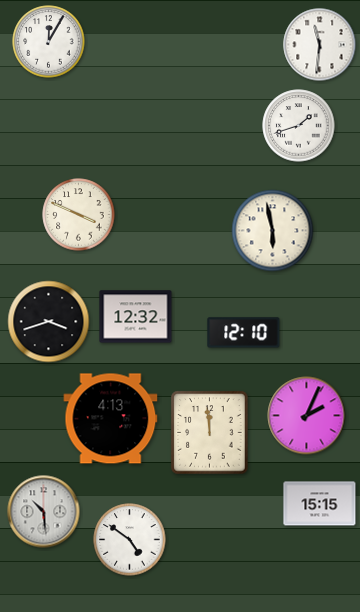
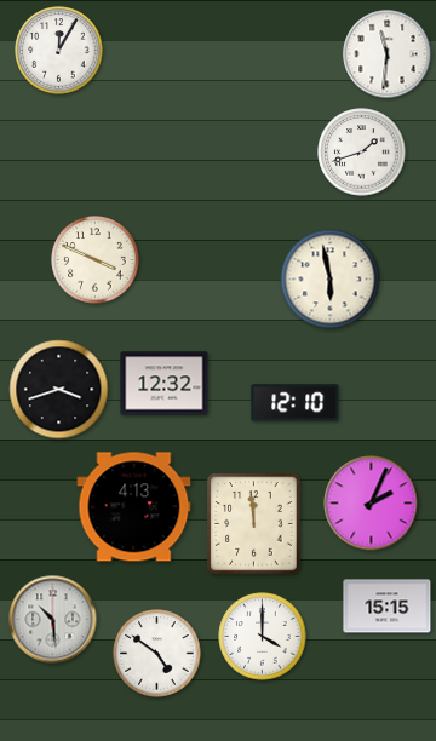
clock at (320, 504) position: (320, 504) -> (388, 607)
clock at (263, 637): none -> 4:00
